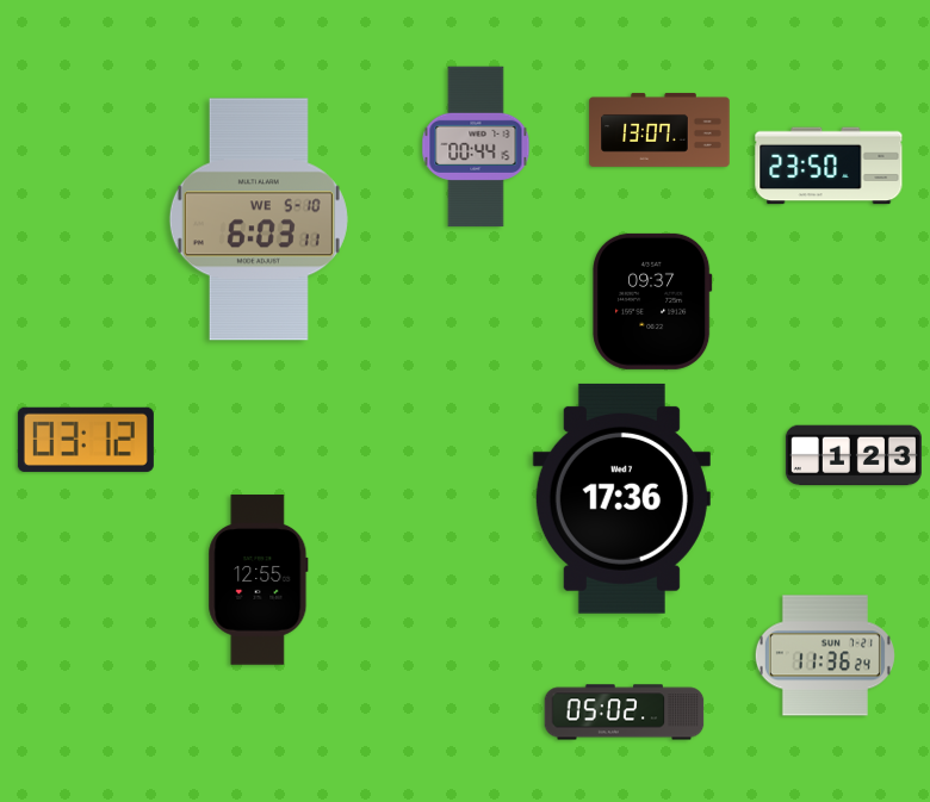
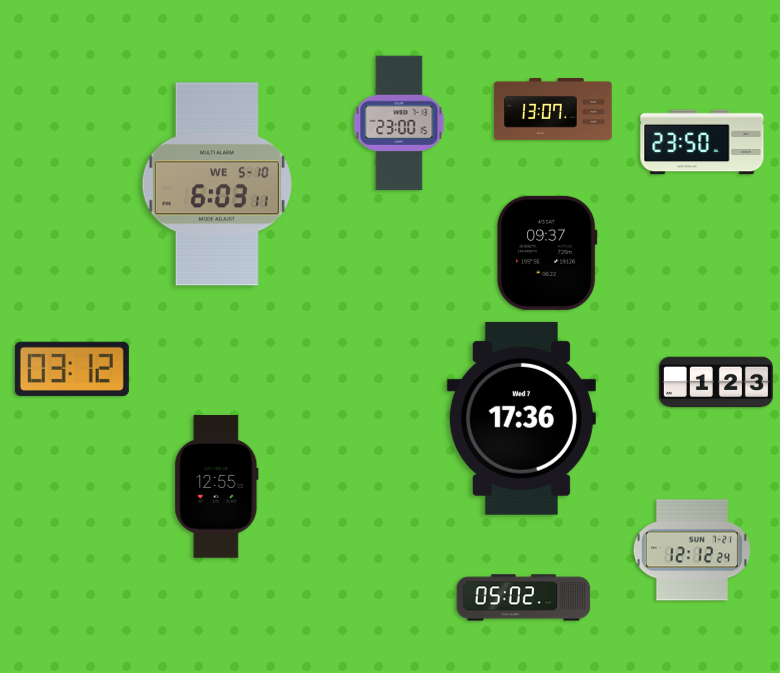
clock at (476, 147): 00:44 -> 23:00
clock at (829, 166) position: (829, 166) -> (702, 142)
clock at (825, 655): 11:36 -> 12:12
